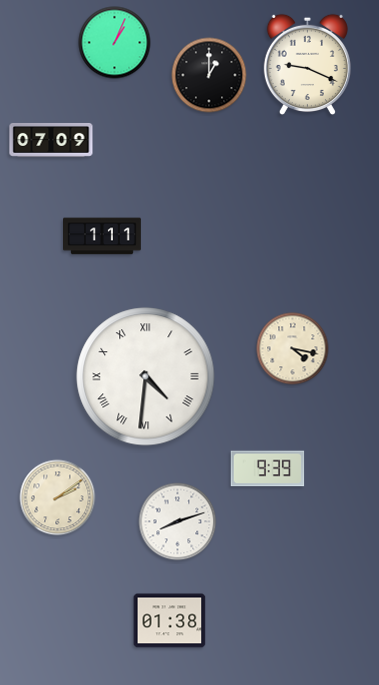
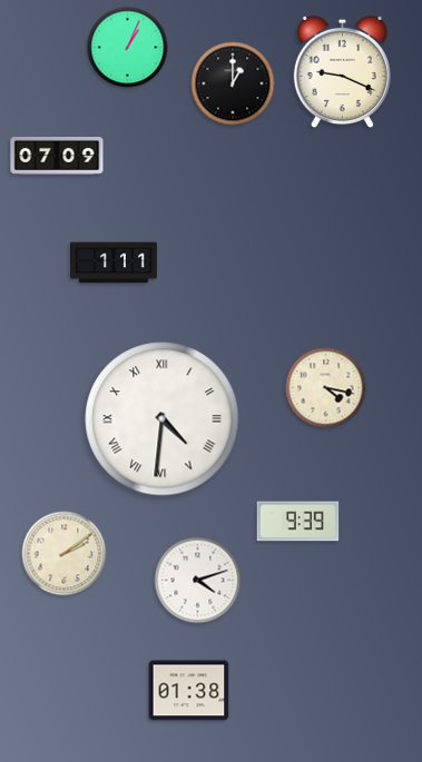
clock at (178, 522): 8:12 -> 4:12
